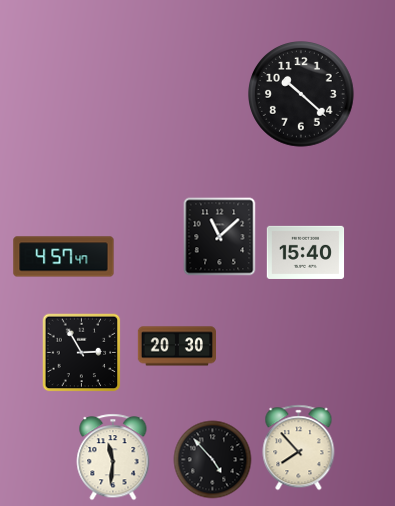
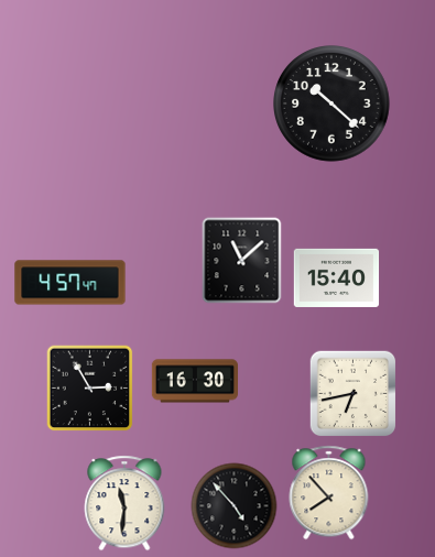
clock at (176, 346): 20:30 -> 16:30
clock at (352, 393): none -> 6:43
